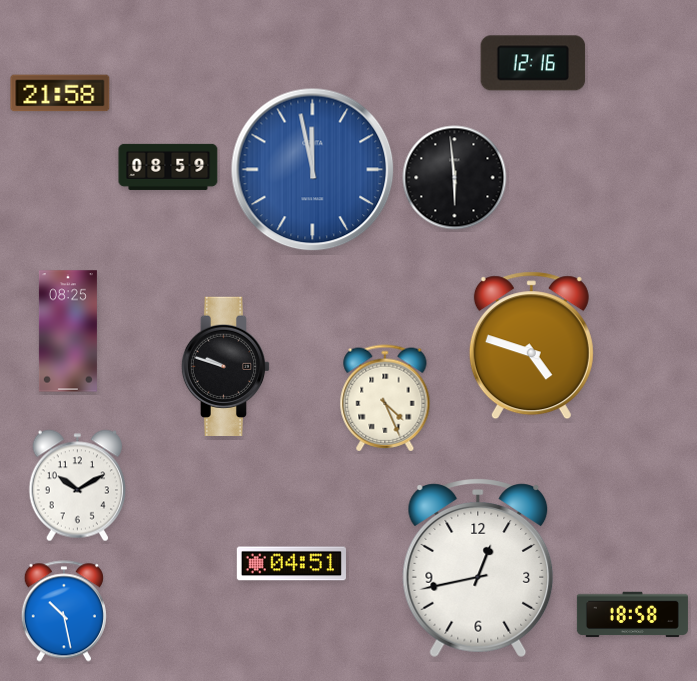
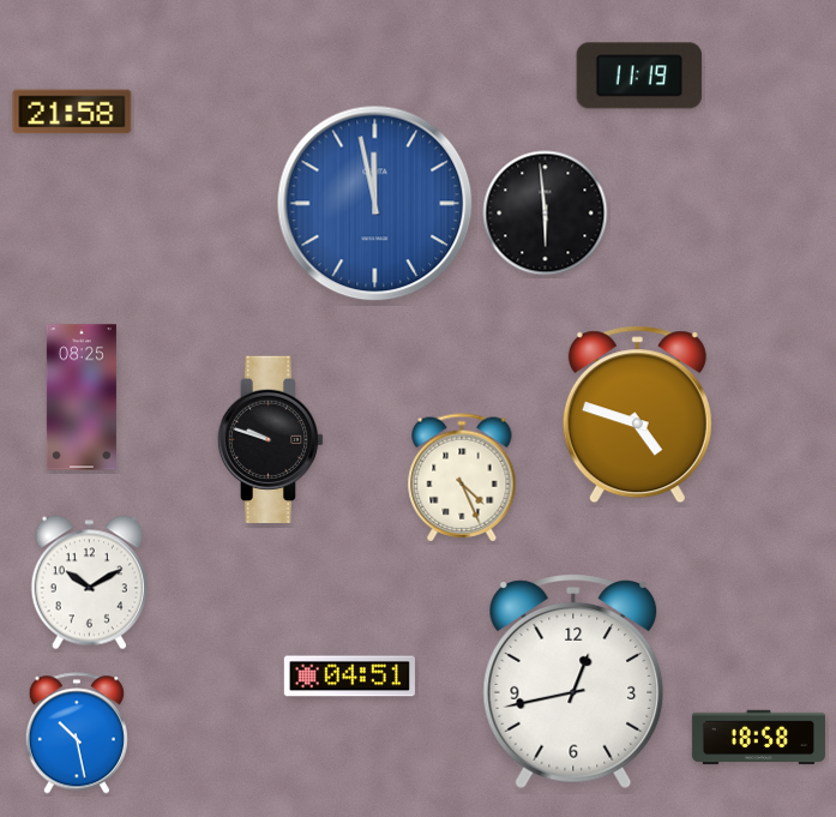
clock at (533, 63): 12:16 -> 11:19
clock at (168, 167): 08:59 -> none
clock at (77, 486) position: (77, 486) -> (89, 583)
